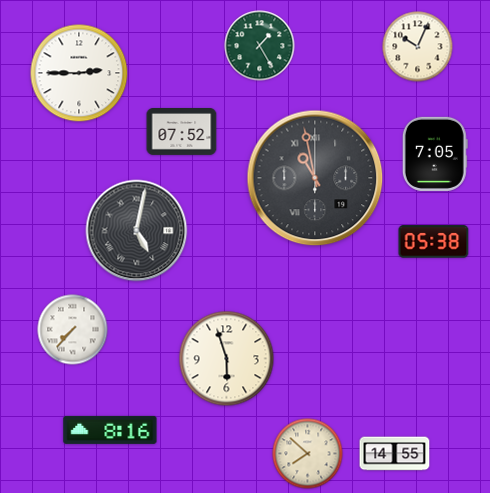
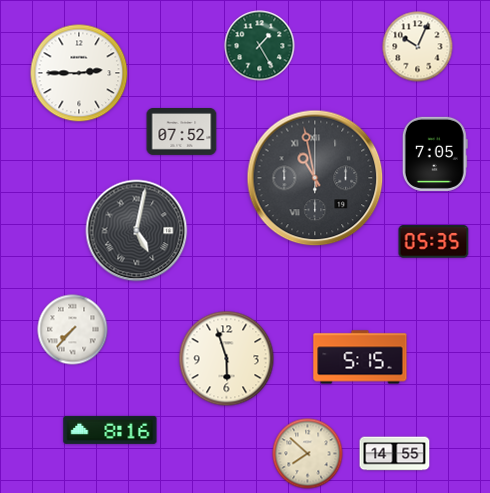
clock at (434, 242): 05:38 -> 05:35
clock at (360, 357): none -> 5:15
